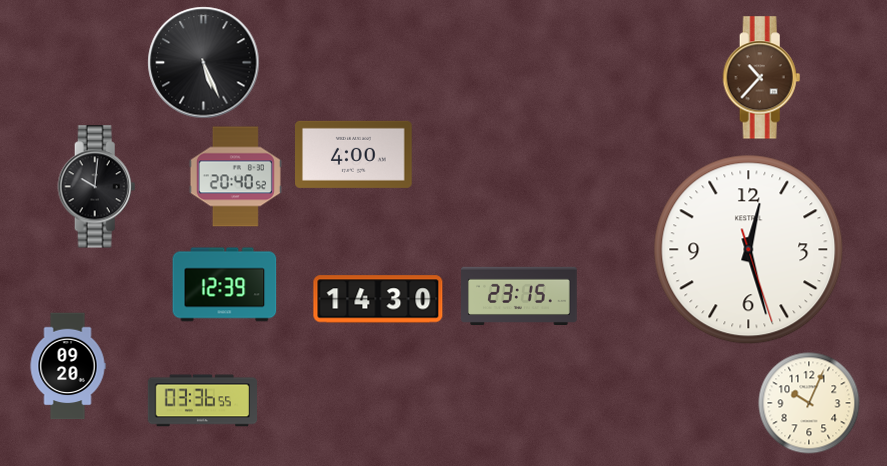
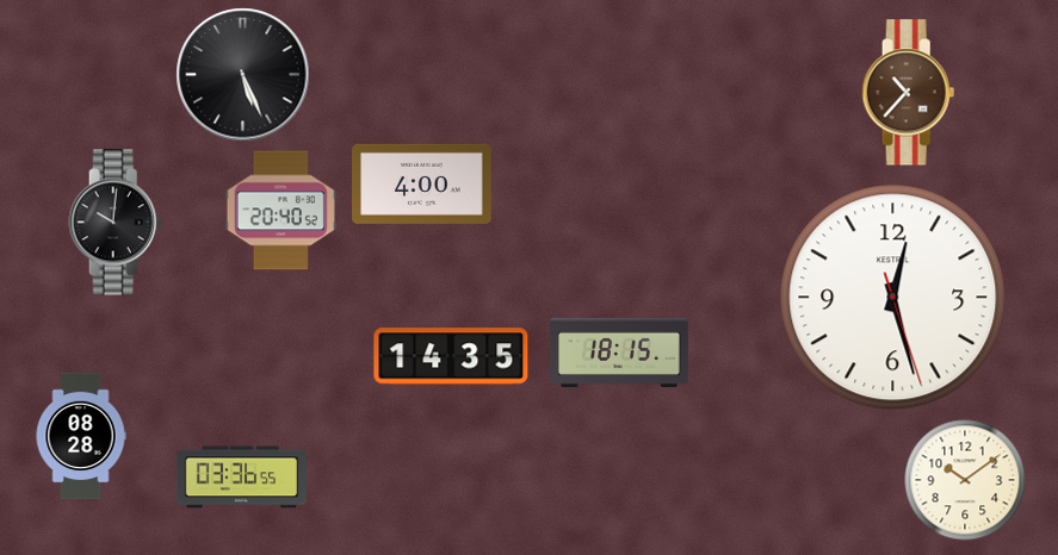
clock at (225, 285): 12:39 -> none
clock at (520, 295): 23:15 -> 18:15
clock at (378, 299): 14:30 -> 14:35
clock at (68, 366): 09:20 -> 08:28
clock at (809, 403): 10:04 -> 10:09
